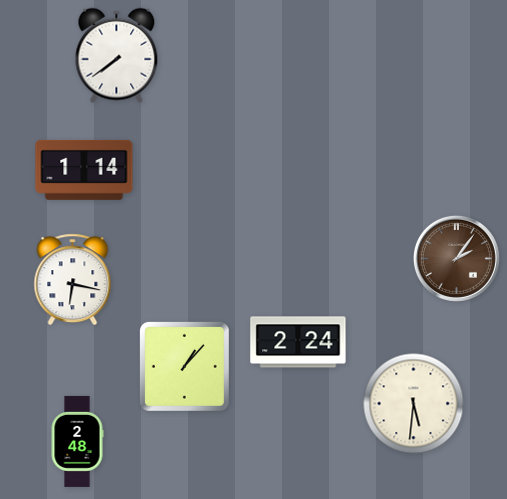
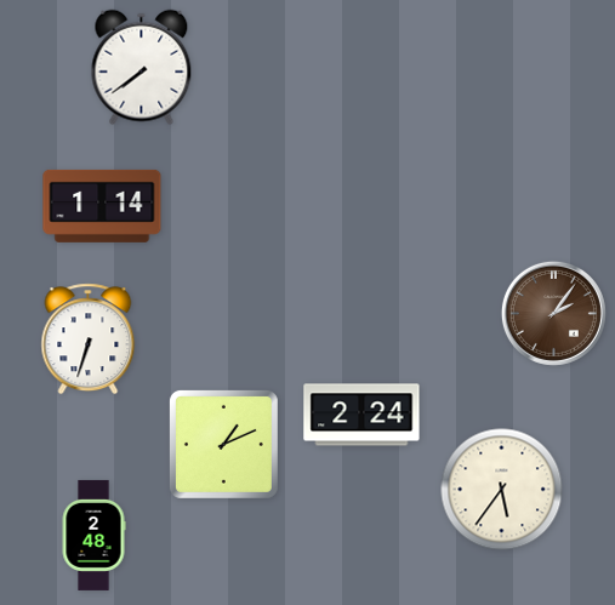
clock at (73, 280): 6:17 -> 6:33
clock at (184, 366): 1:07 -> 1:11
clock at (414, 404): 5:31 -> 5:36
